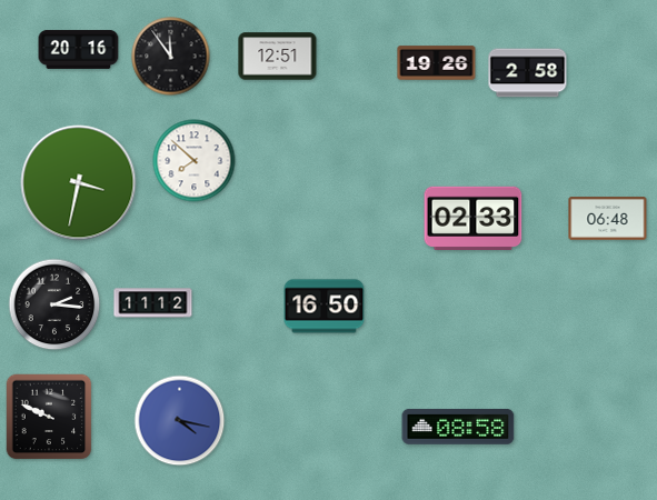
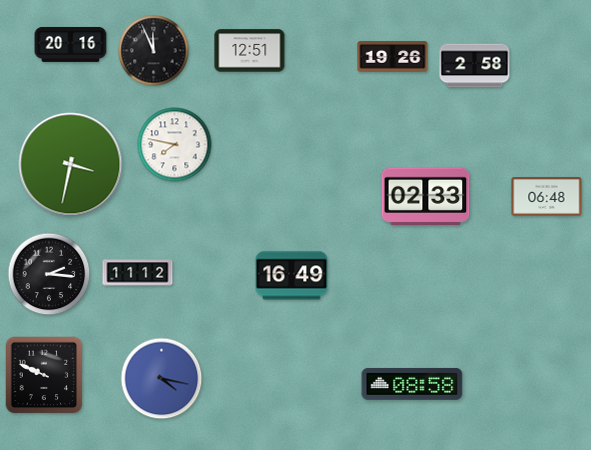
clock at (171, 57): 11:54 -> 11:56
clock at (195, 161): 7:52 -> 7:47
clock at (325, 307): 16:50 -> 16:49
